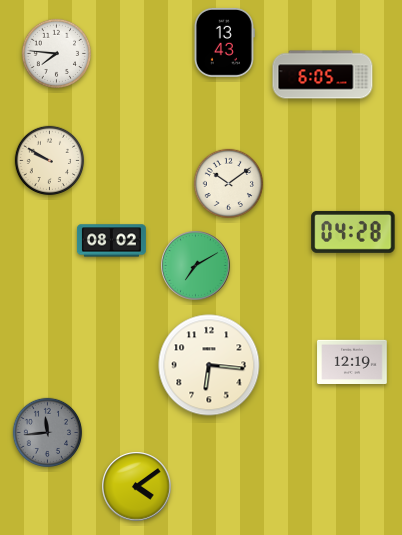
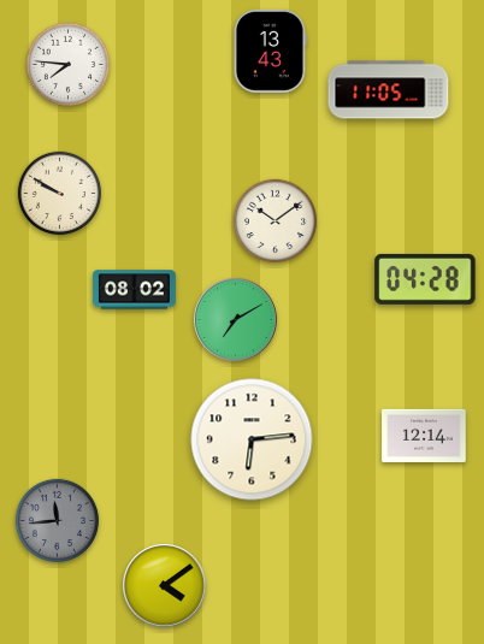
clock at (323, 75): 6:05 -> 11:05
clock at (352, 361): 12:19 -> 12:14
clock at (209, 365): 6:16 -> 6:14
